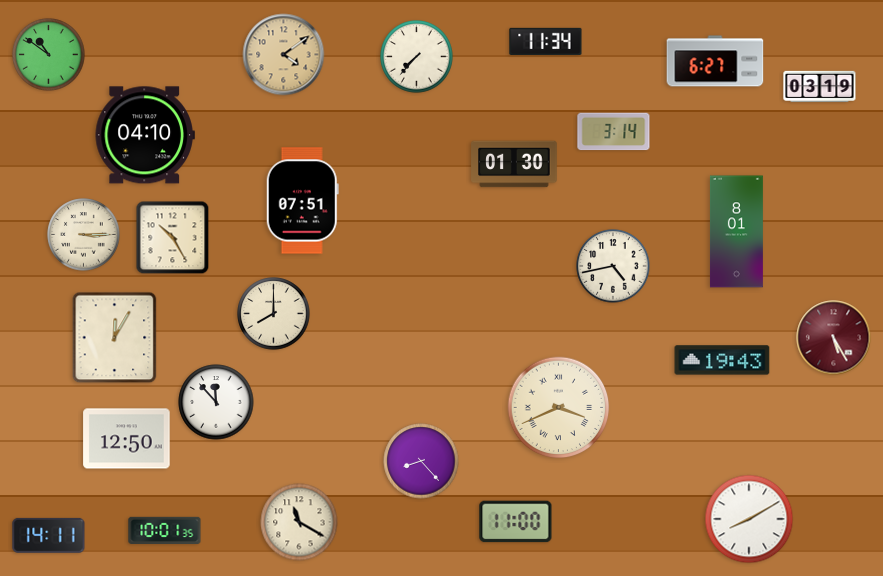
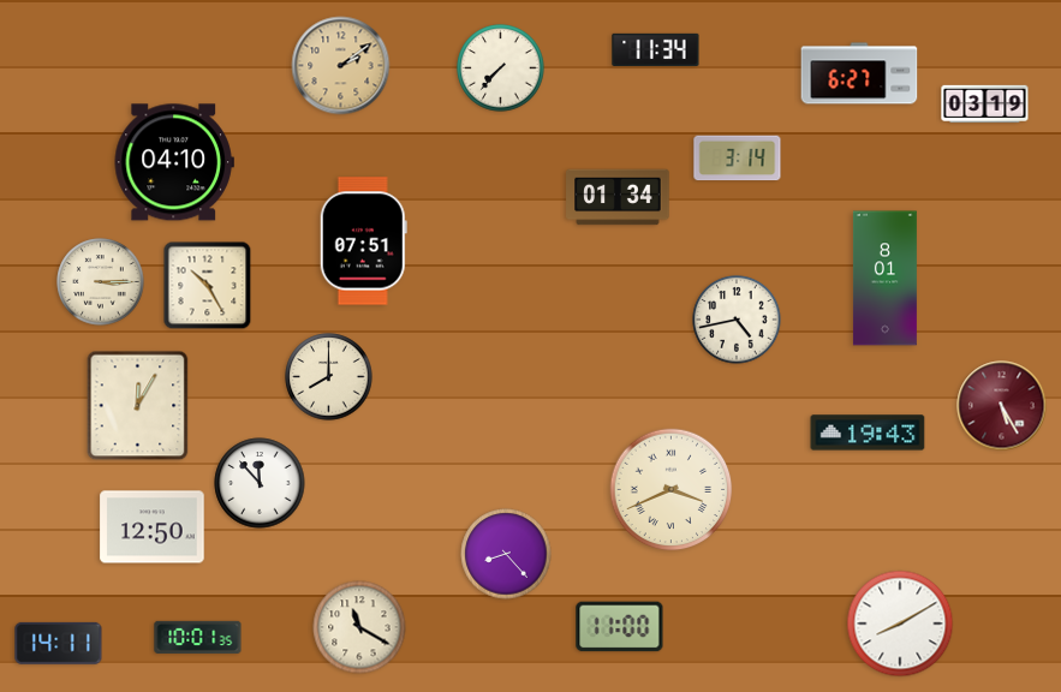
clock at (49, 55): 10:51 -> none
clock at (284, 55): 4:09 -> 2:09
clock at (514, 164): 01:30 -> 01:34
